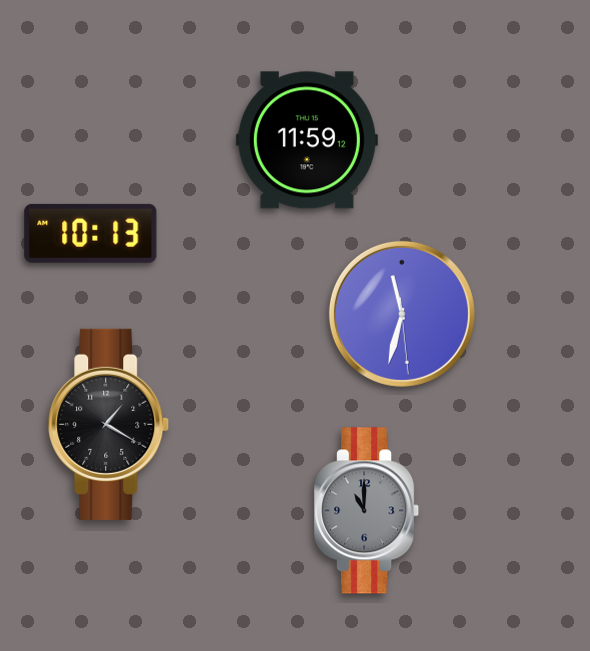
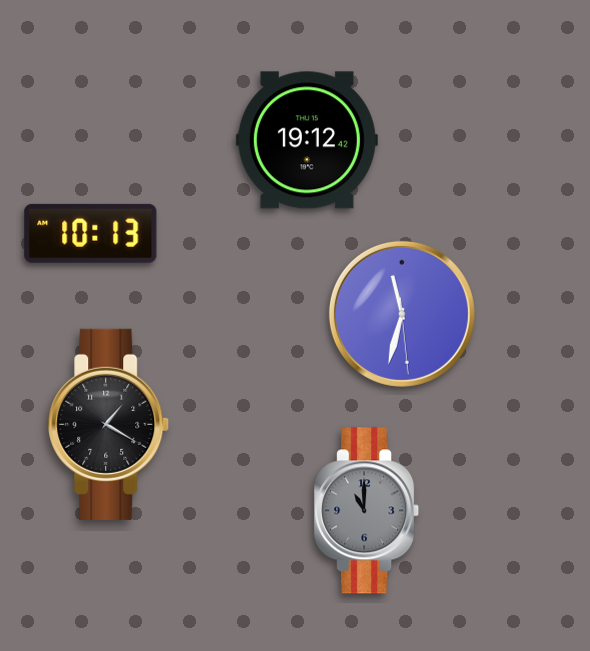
clock at (307, 140): 11:59 -> 19:12
